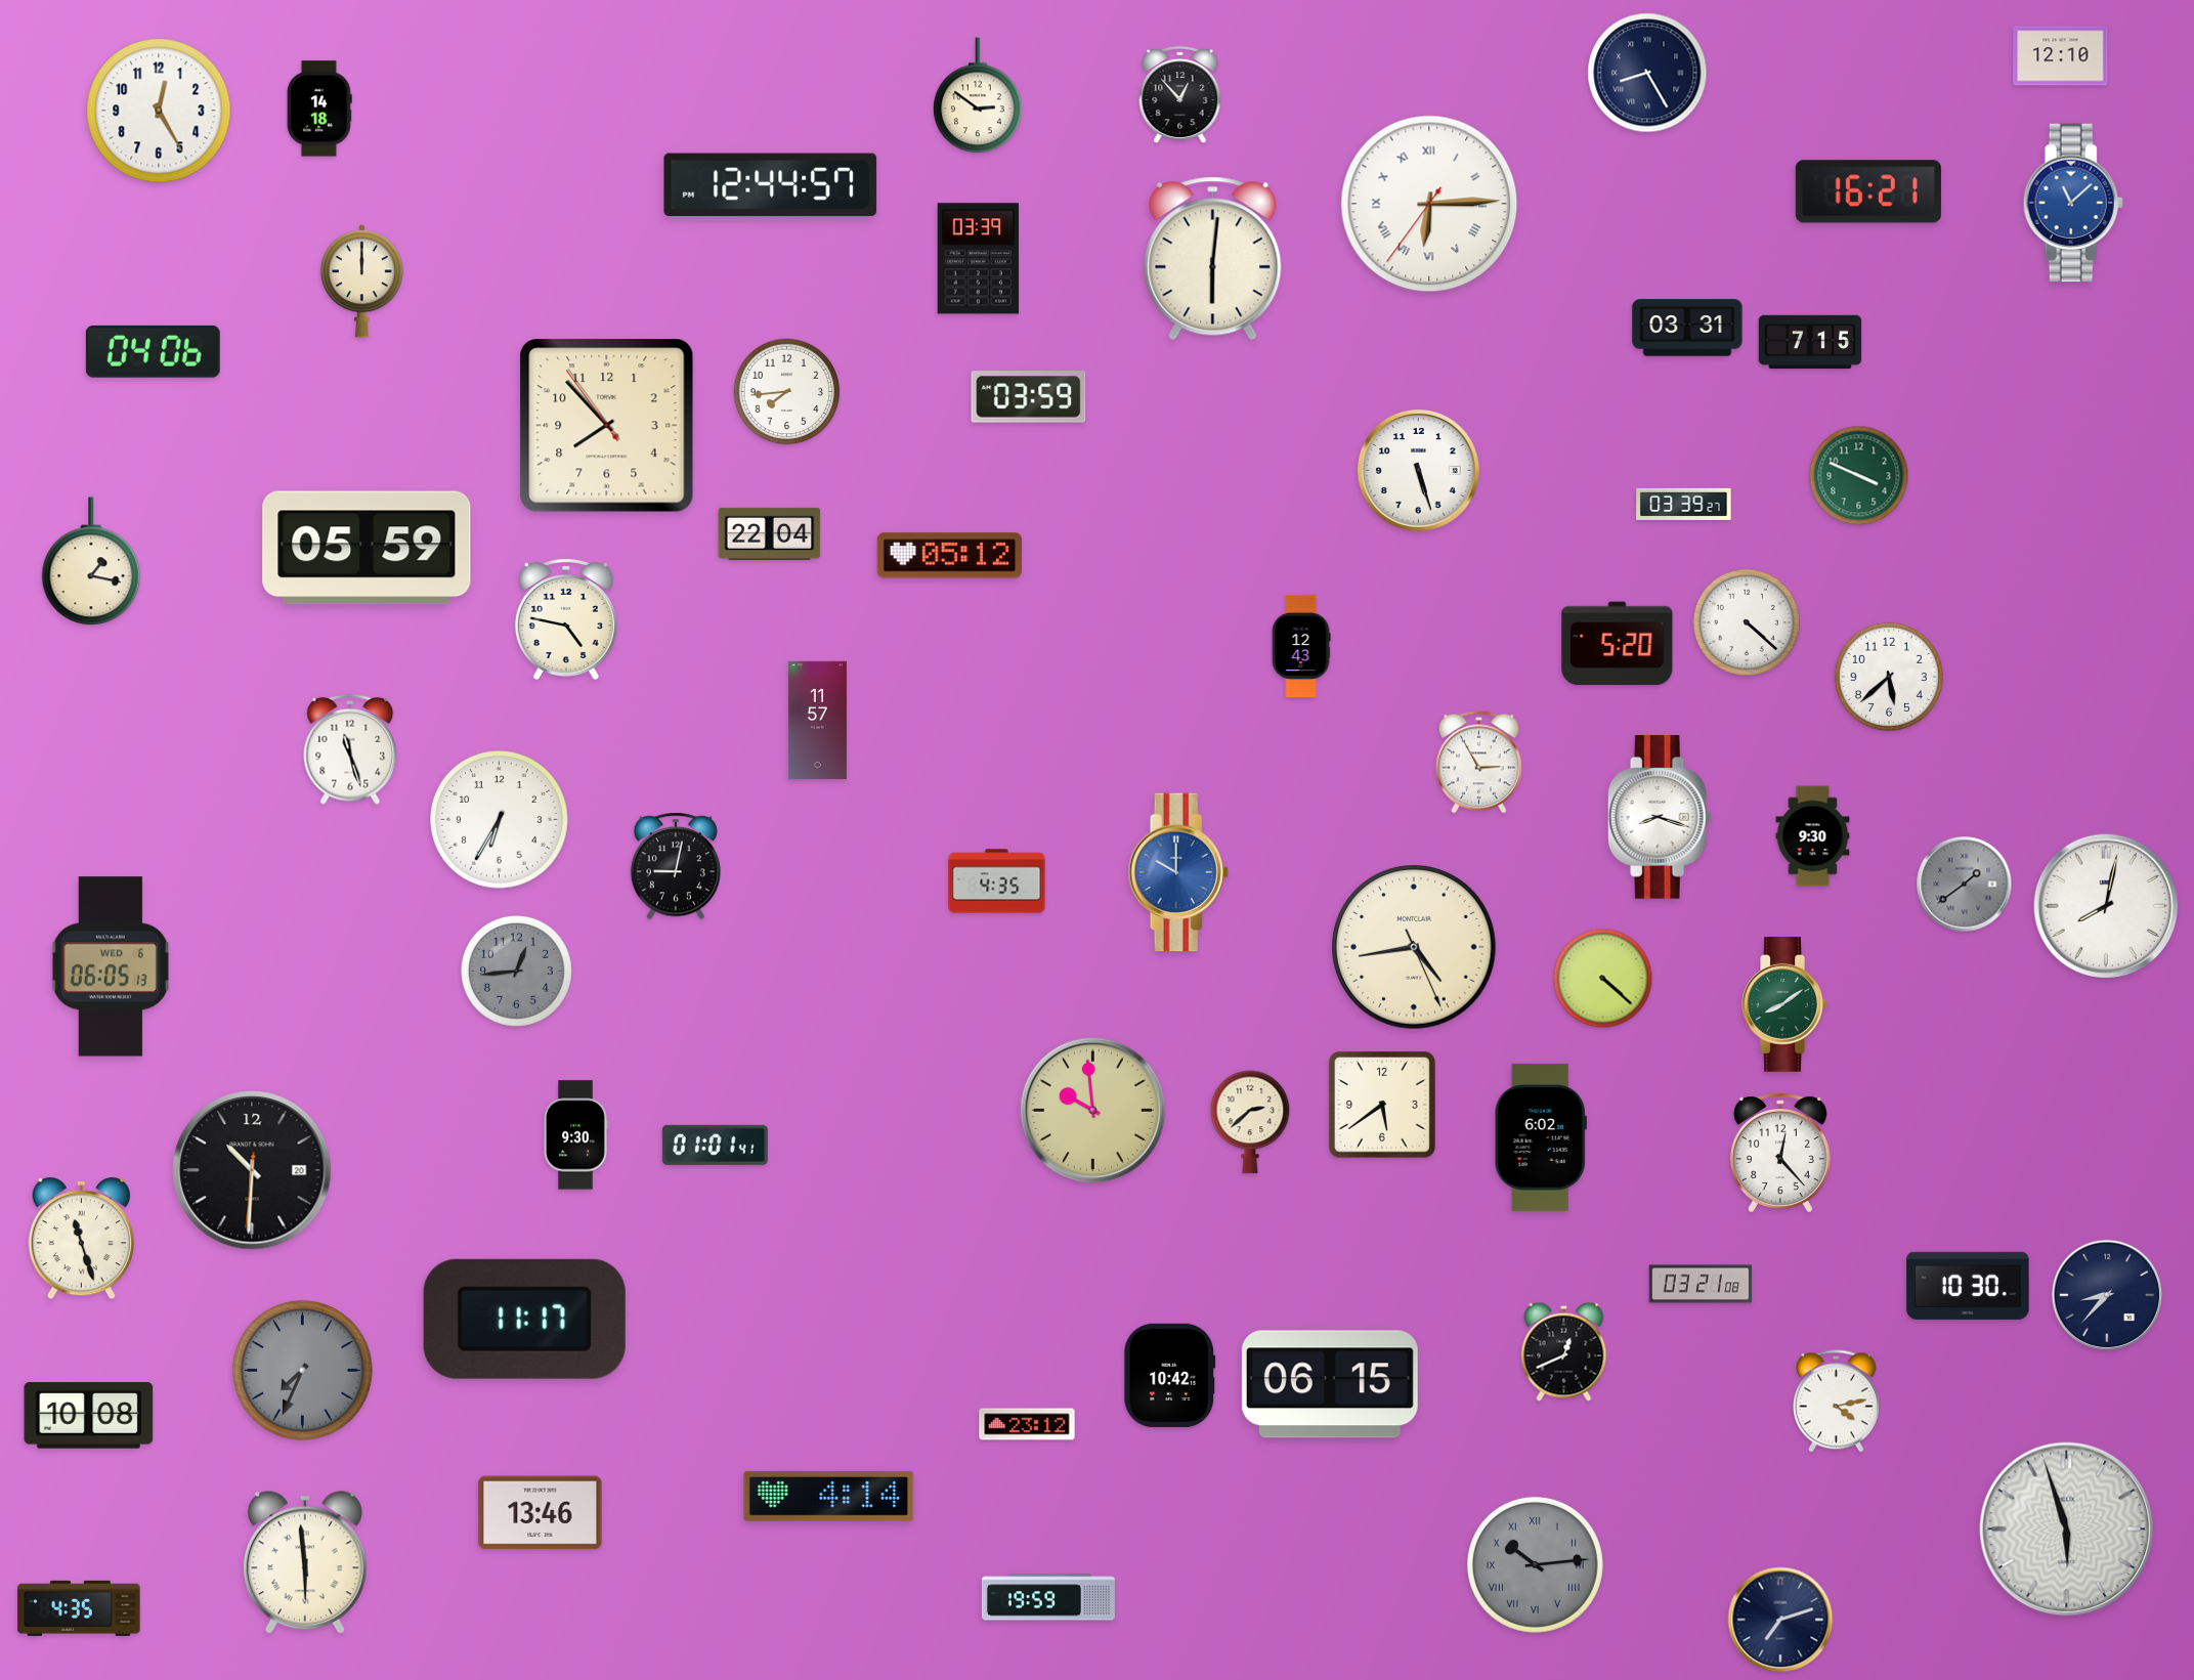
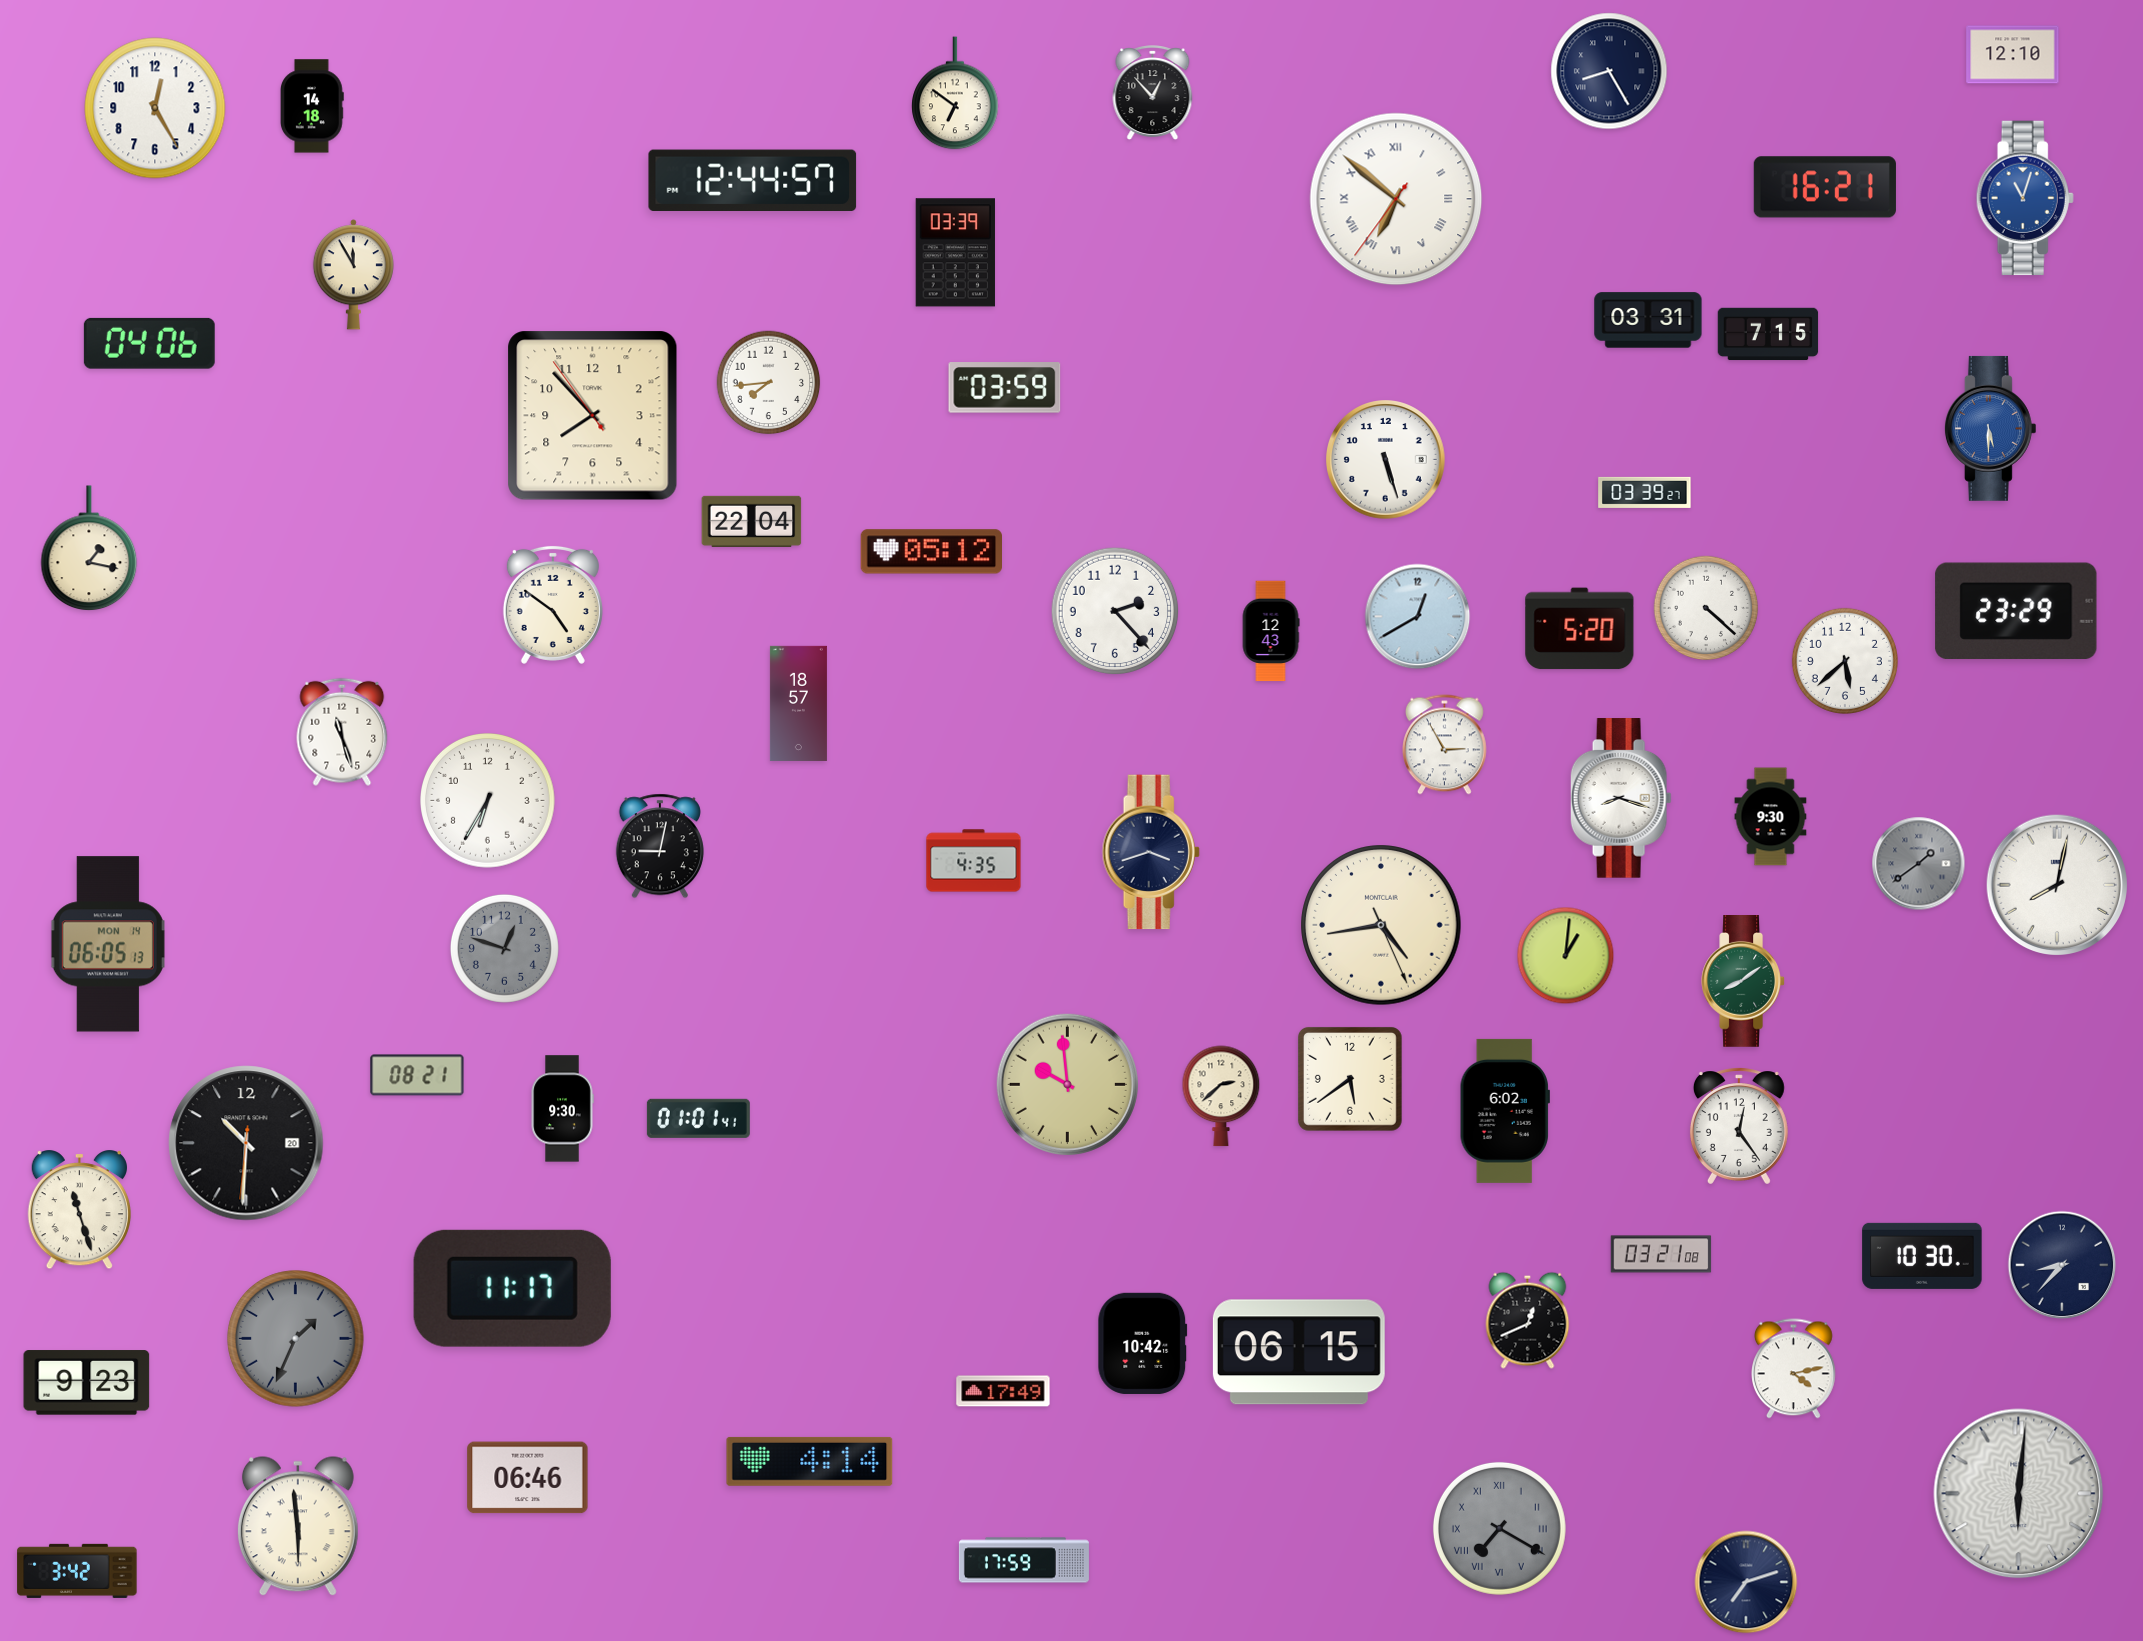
clock at (978, 95): 2:51 -> 6:51
clock at (2073, 203): 11:08 -> 11:03
clock at (1429, 204): 6:14 -> 6:51
clock at (1213, 259): 6:01 -> none
clock at (361, 282): 12:00 -> 11:55
clock at (1990, 428): none -> 5:30
clock at (1859, 476): 3:49 -> none
clock at (367, 548): 05:59 -> none
clock at (949, 556) position: (949, 556) -> (931, 552)
clock at (566, 619): 4:47 -> 4:51
clock at (1115, 611): none -> 2:23
clock at (2016, 611): none -> 23:29
clock at (1418, 617): none -> 12:40
clock at (817, 720): 11:57 -> 18:57
clock at (1178, 872): 10:00 -> 3:42
clock at (1178, 872) dial: blue -> navy
clock at (111, 966) date: WED 6 -> MON 14
clock at (516, 971): 12:44 -> 12:48
clock at (1603, 979): 4:22 -> 1:01
clock at (417, 1075): none -> 08:21
clock at (1780, 1153): 12:23 -> 12:24
clock at (2107, 1295) position: (2107, 1295) -> (2062, 1265)
clock at (303, 1371): 7:34 -> 1:34
clock at (89, 1416): 10:08 -> 9:23
clock at (1027, 1424): 23:12 -> 17:49
clock at (541, 1513): 13:46 -> 06:46
clock at (2067, 1530): 5:57 -> 6:01
clock at (1535, 1564): 10:14 -> 7:20
clock at (1048, 1597): 19:59 -> 17:59
clock at (79, 1608): 4:35 -> 3:42
clock at (1780, 1620) position: (1780, 1620) -> (1746, 1582)
